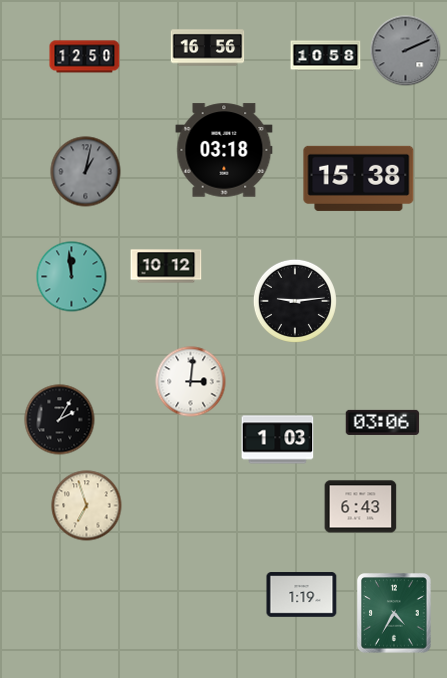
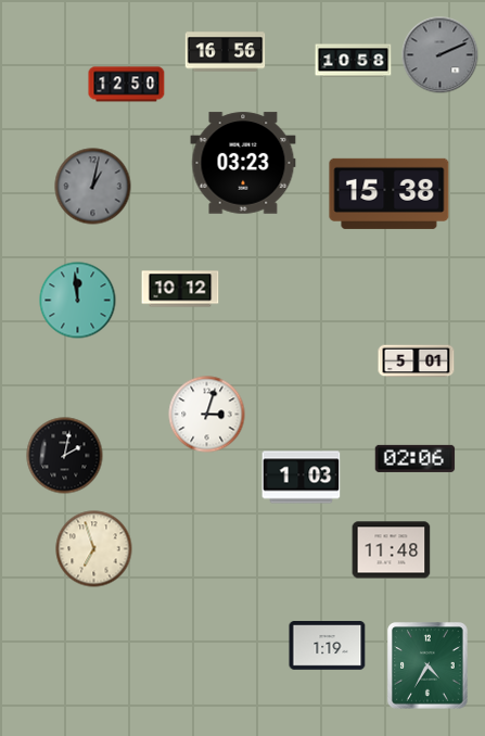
clock at (85, 57) position: (85, 57) -> (127, 85)
clock at (224, 150): 03:18 -> 03:23
clock at (295, 301): 9:14 -> none
clock at (417, 361): none -> 5:01
clock at (191, 382): 3:01 -> 3:03
clock at (60, 420): 2:05 -> 2:02
clock at (383, 422): 03:06 -> 02:06
clock at (361, 507): 6:43 -> 11:48
